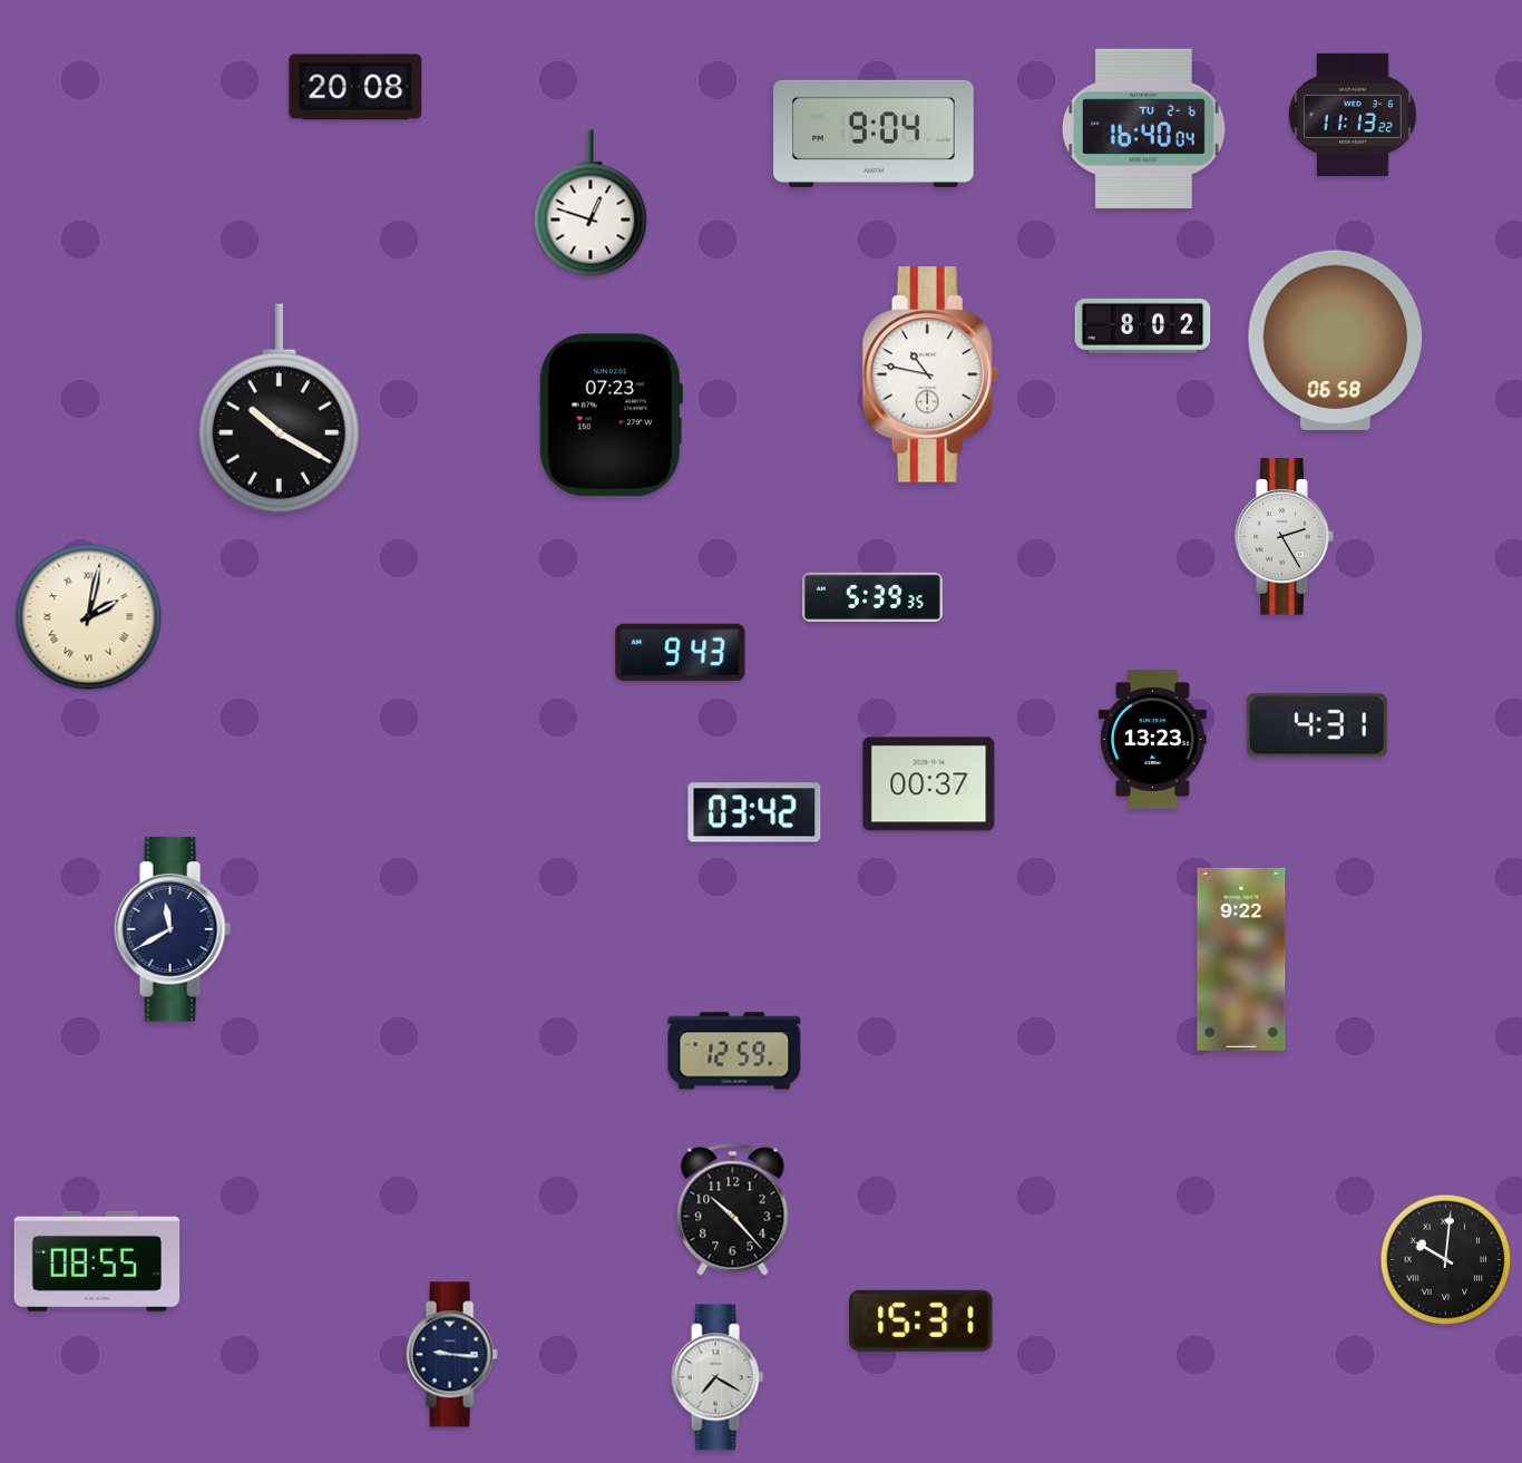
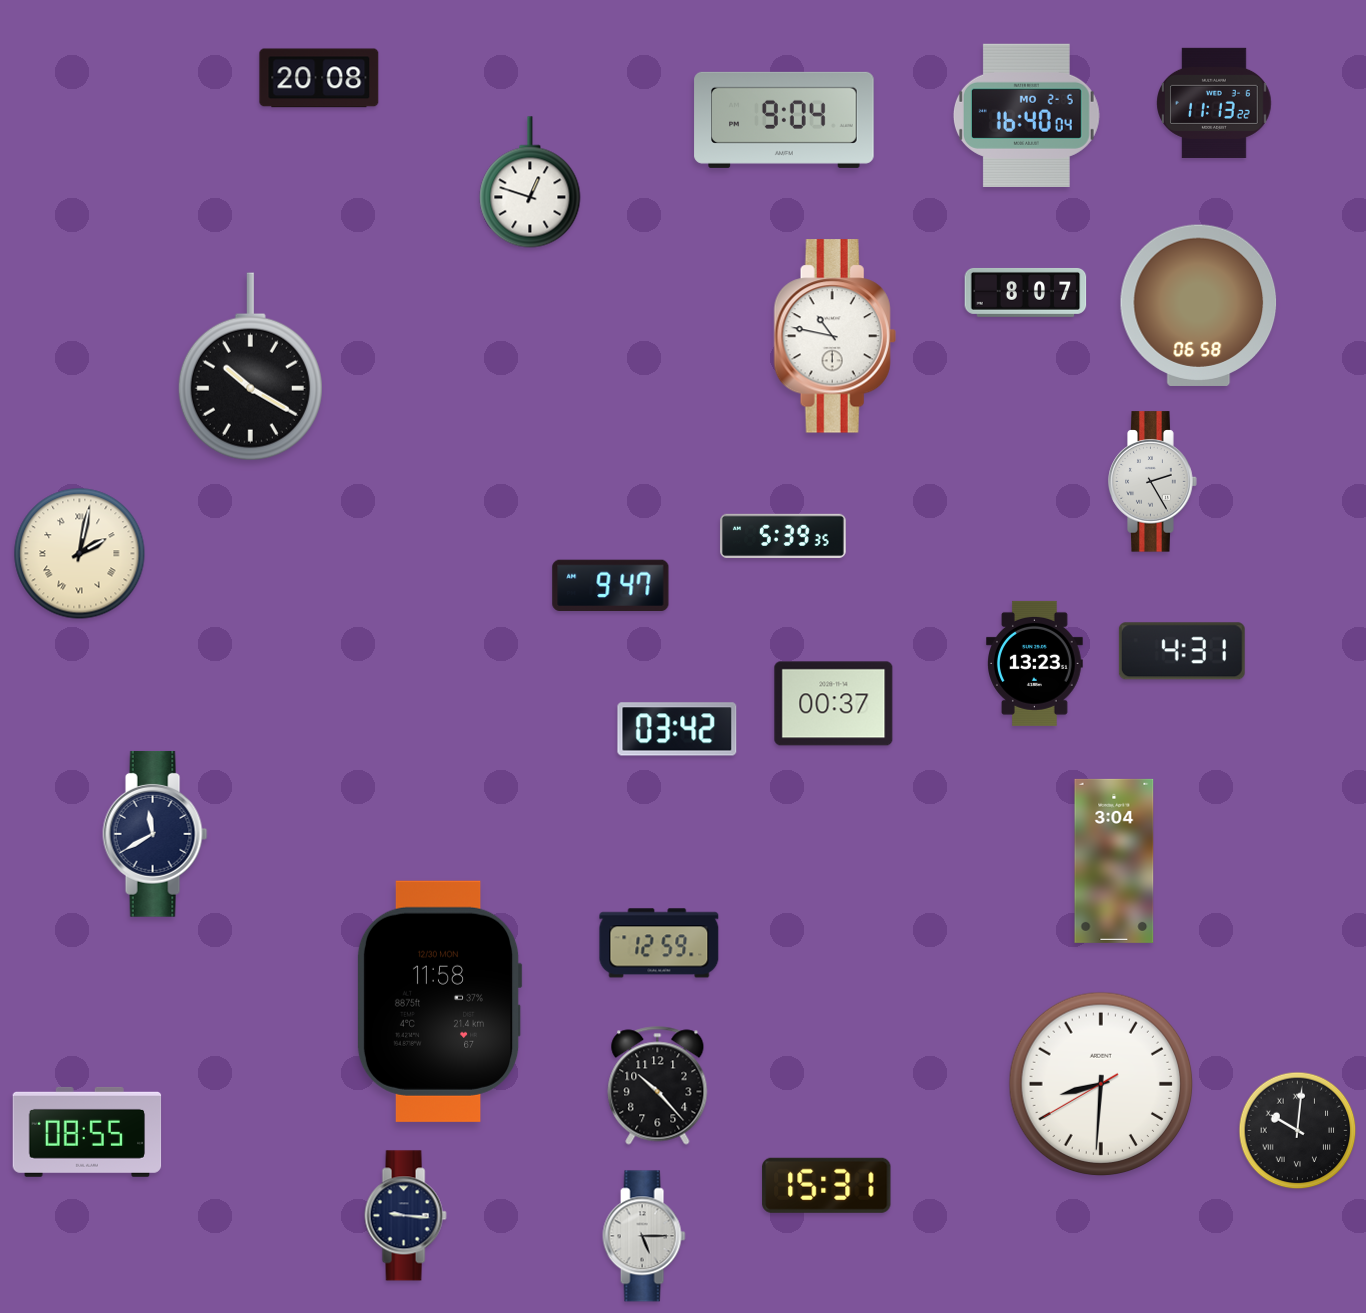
clock at (1143, 128) date: TU 2-6 -> MO 2-5
clock at (1143, 325): 8:02 -> 8:07
clock at (611, 416): 07:23 -> none
clock at (681, 652): 9:43 -> 9:47
clock at (1241, 959): 9:22 -> 3:04
clock at (439, 1001): none -> 11:58
clock at (1101, 1084): none -> 8:30
clock at (718, 1377): 7:20 -> 5:15
